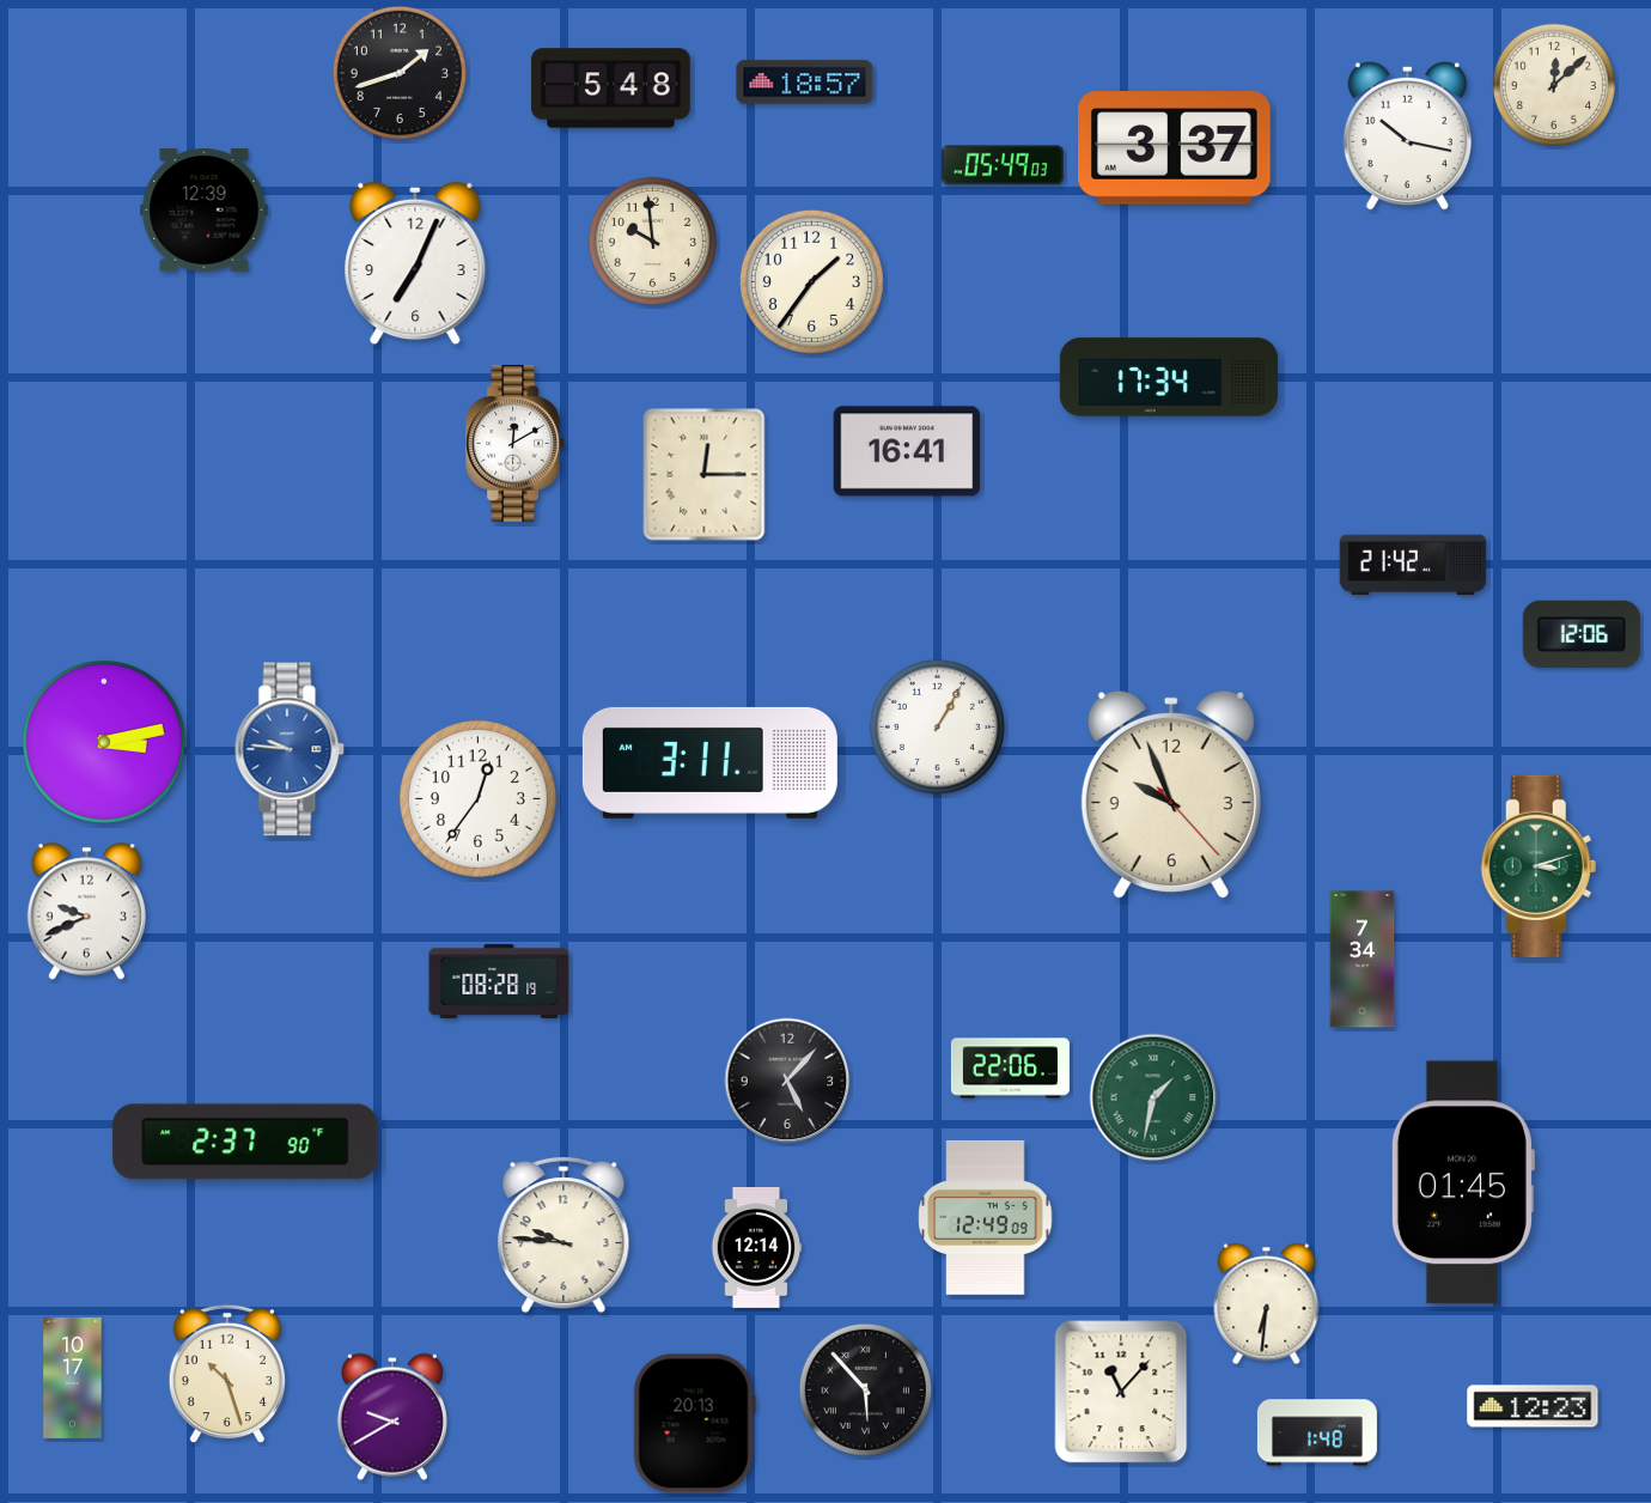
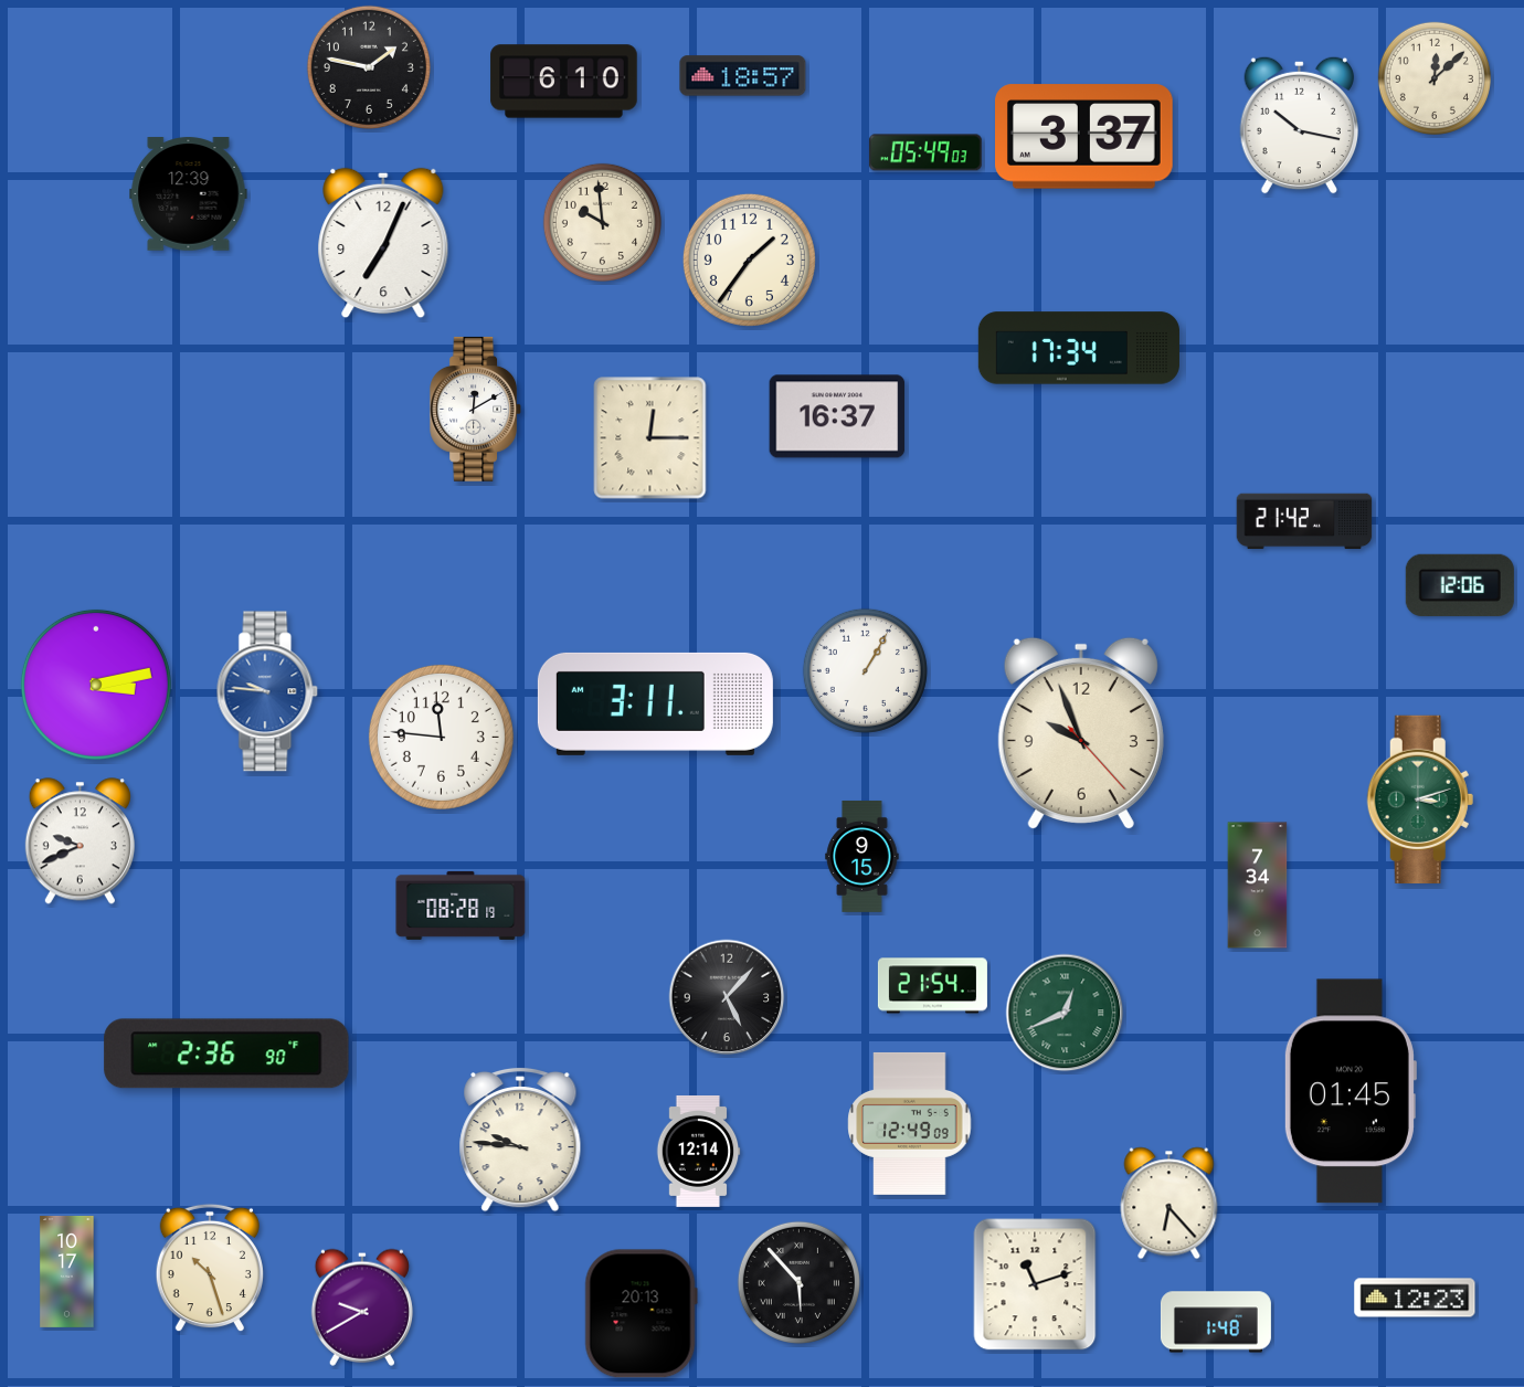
clock at (400, 73): 1:42 -> 1:47
clock at (611, 89): 5:48 -> 6:10
clock at (907, 451): 16:41 -> 16:37
clock at (477, 798): 12:36 -> 11:46
clock at (862, 856): none -> 9:15
clock at (1010, 1069): 22:06 -> 21:54
clock at (1153, 1097): 1:32 -> 12:41
clock at (245, 1142): 2:37 -> 2:36
clock at (1267, 1304): 6:31 -> 6:23
clock at (1121, 1392): 11:07 -> 11:12
